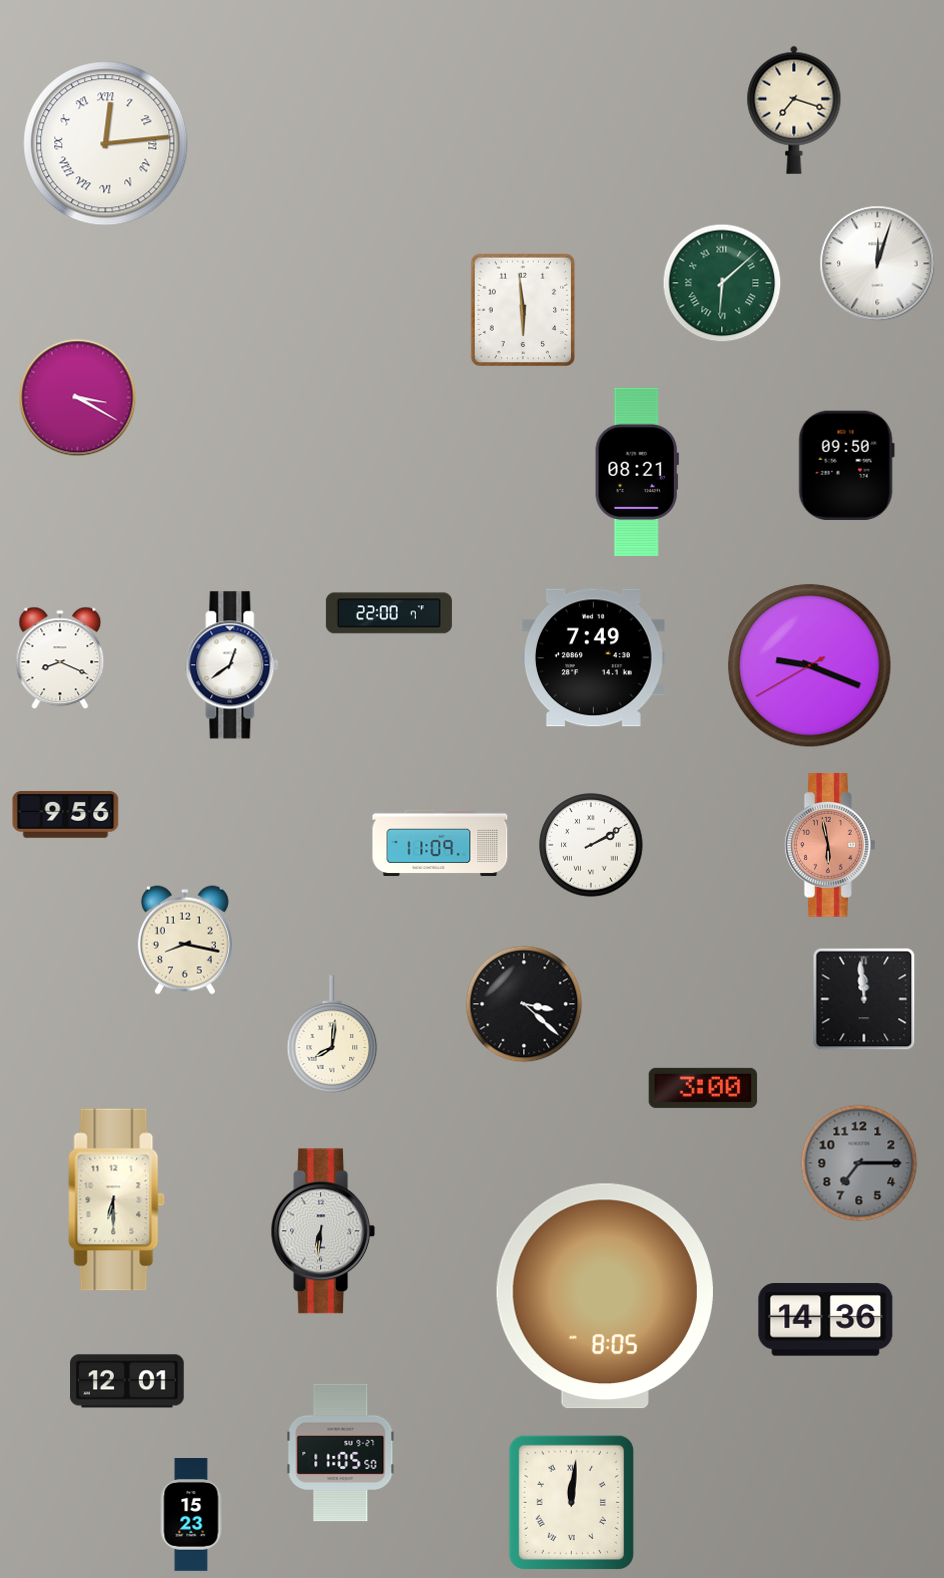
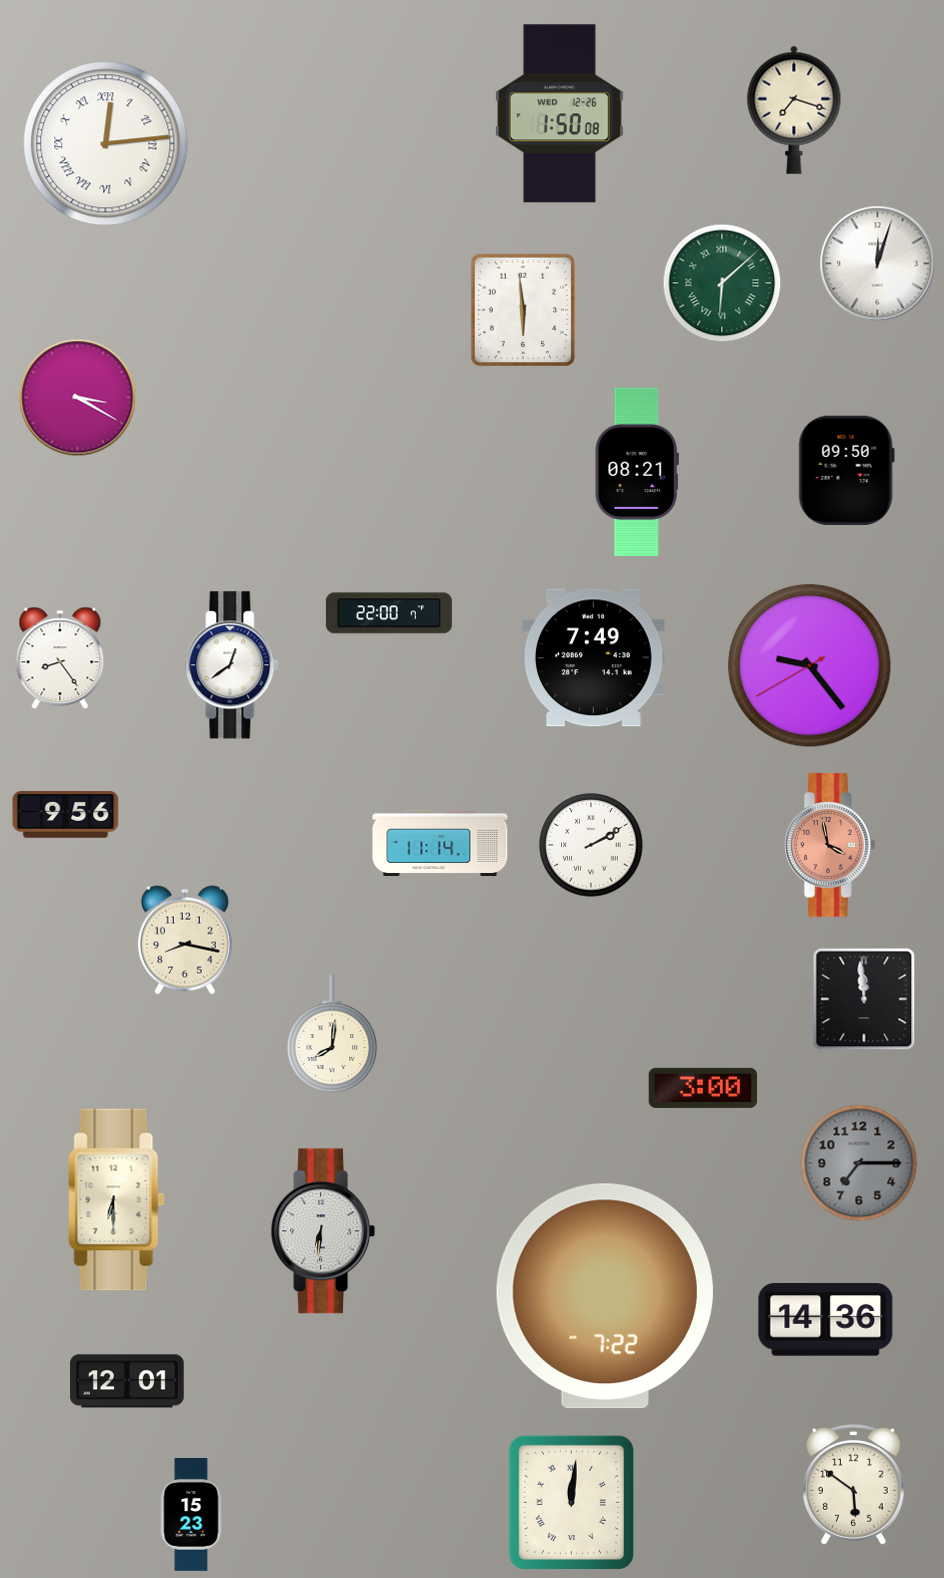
clock at (559, 114): none -> 1:50
clock at (846, 465) position: (846, 465) -> (846, 470)
clock at (60, 658): 8:19 -> 8:24
clock at (810, 666): 9:18 -> 9:23
clock at (440, 843): 11:09 -> 11:14
clock at (831, 845): 5:58 -> 3:58
clock at (524, 1004): 3:22 -> none
clock at (605, 1296): 8:05 -> 7:22
clock at (341, 1453): 11:05 -> none
clock at (853, 1485): none -> 5:51
